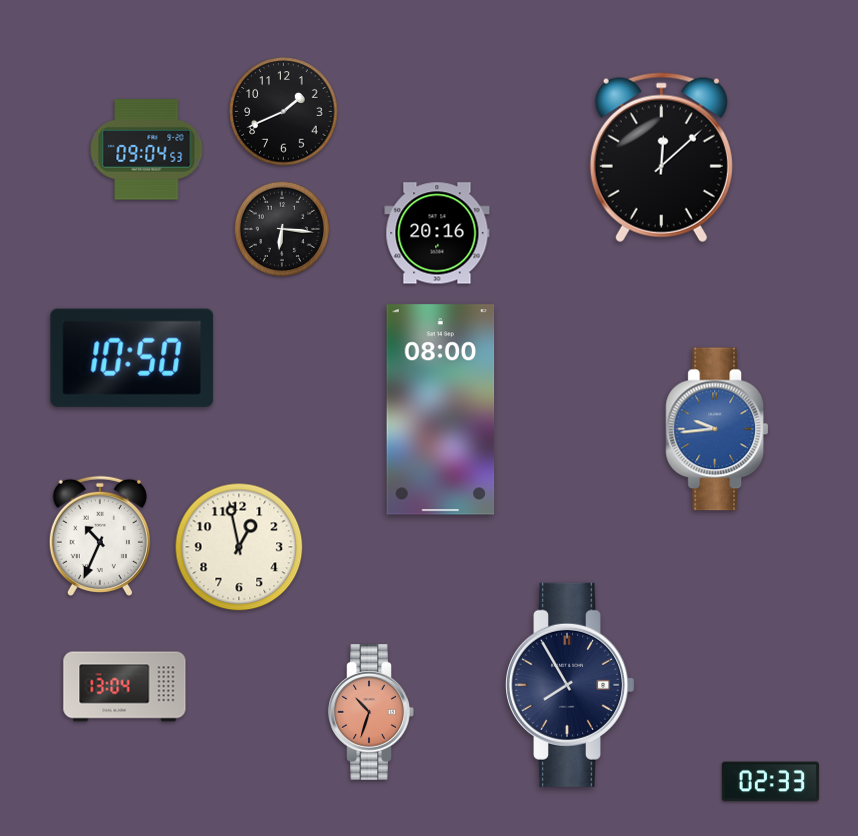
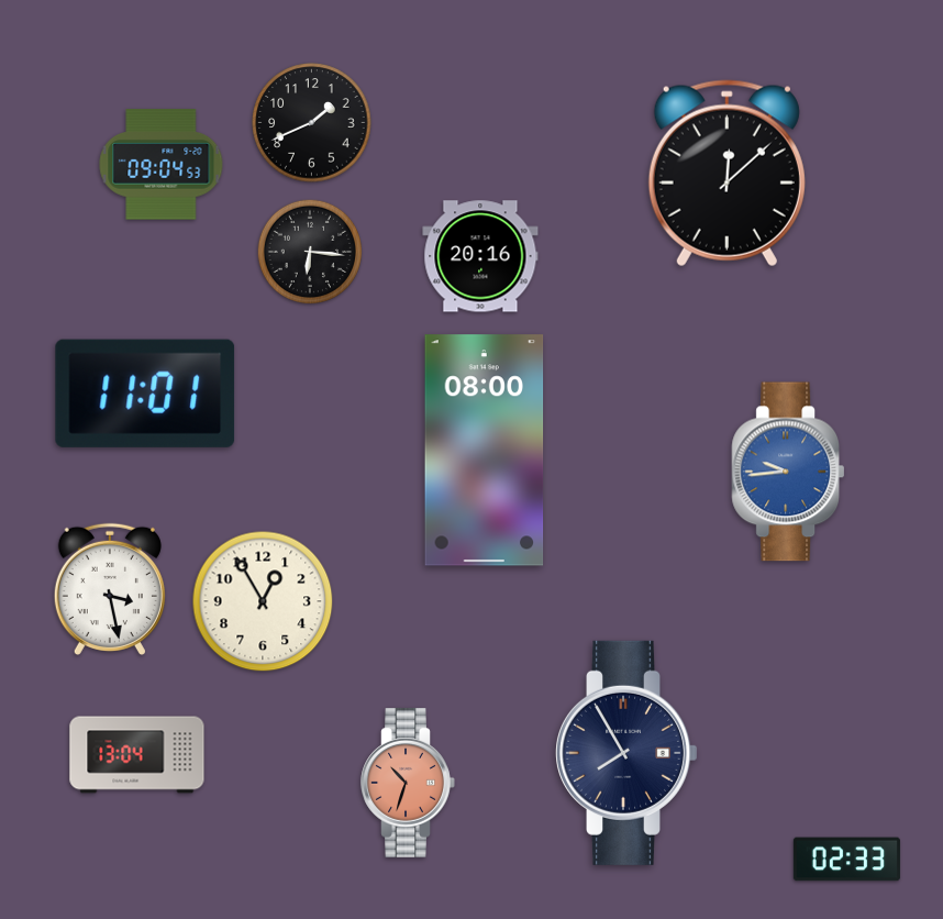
clock at (132, 358): 10:50 -> 11:01
clock at (100, 536): 10:34 -> 3:28
clock at (239, 547): 12:58 -> 12:55
